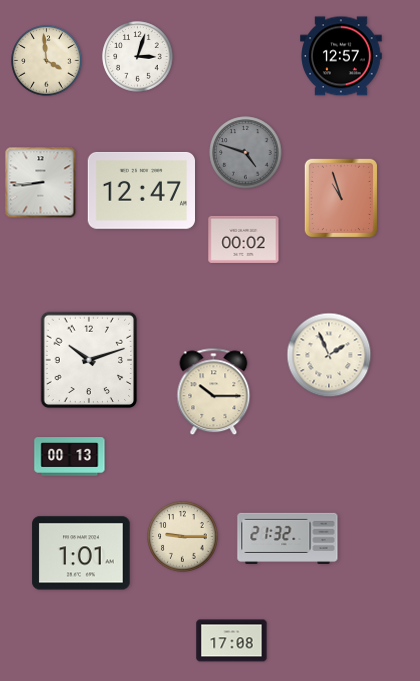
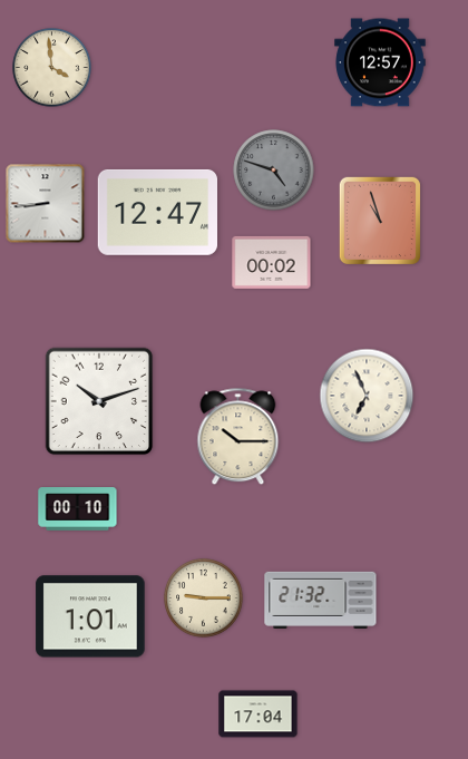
clock at (138, 57): 3:03 -> none
clock at (244, 239) position: (244, 239) -> (272, 262)
clock at (329, 355): 1:56 -> 6:56
clock at (70, 457): 00:13 -> 00:10
clock at (232, 641): 17:08 -> 17:04
